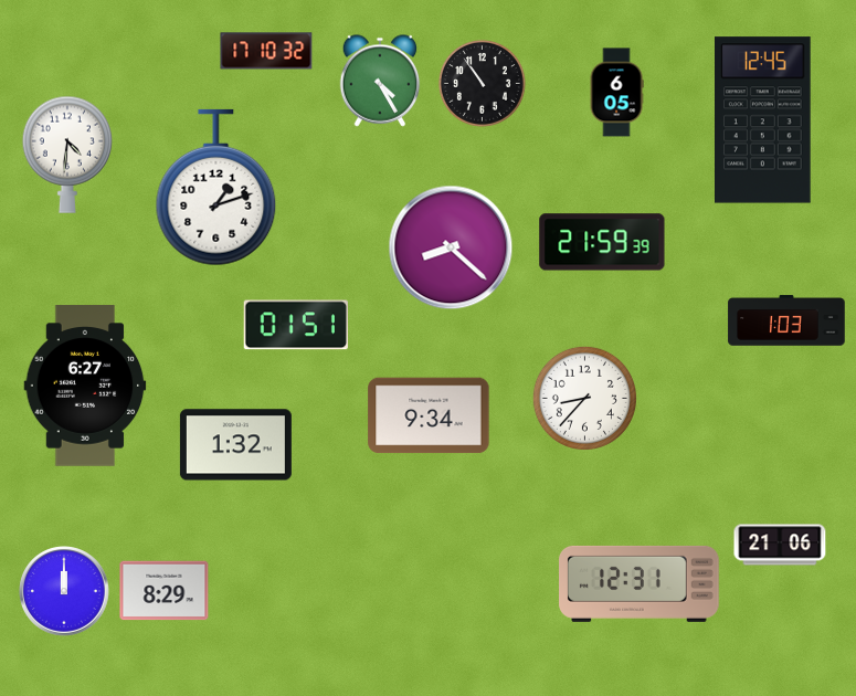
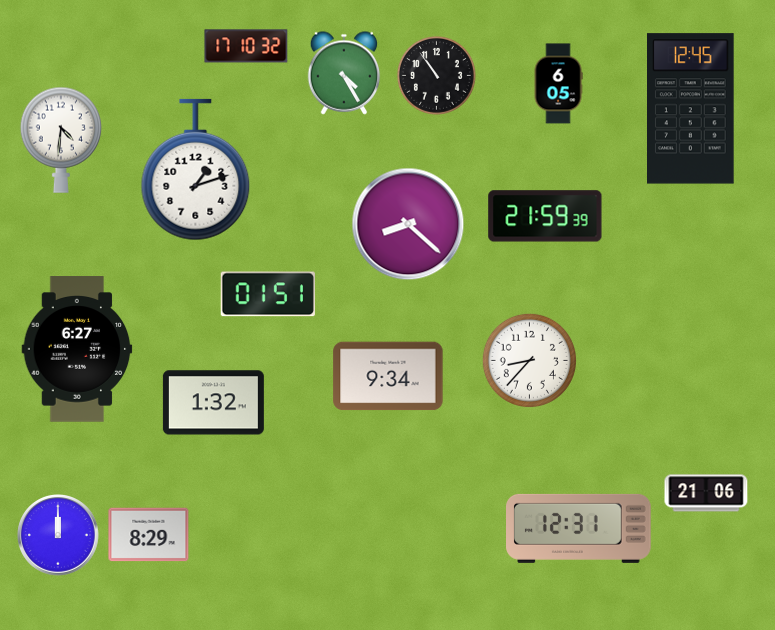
clock at (266, 51) position: (266, 51) -> (246, 46)
clock at (602, 242) position: (602, 242) -> (545, 216)
clock at (786, 320): 1:03 -> none
